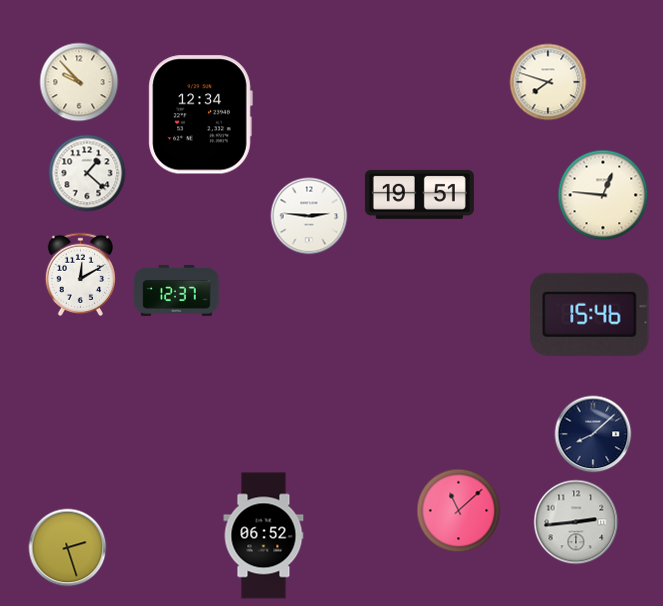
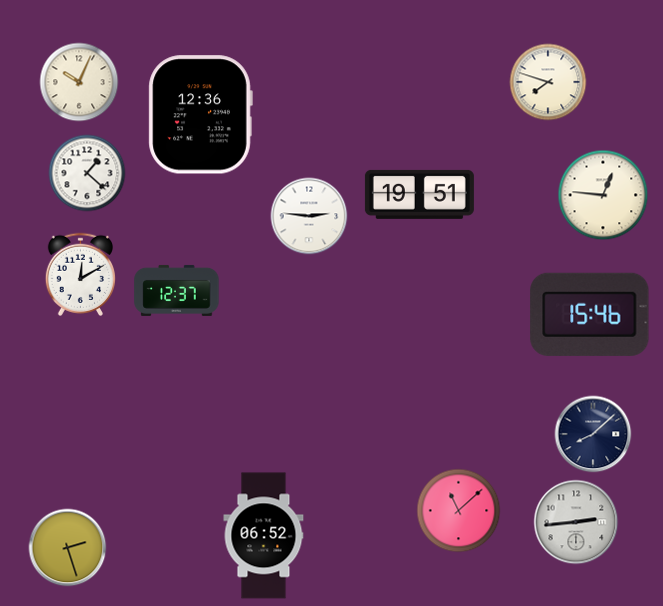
clock at (79, 82): 9:53 -> 10:04
clock at (200, 115): 12:34 -> 12:36
